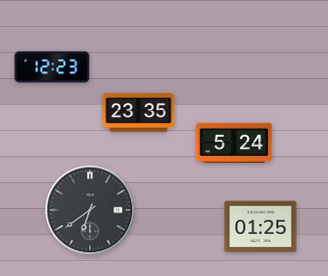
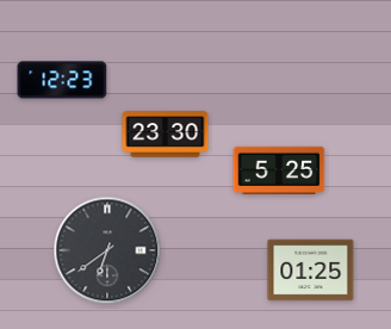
clock at (139, 113): 23:35 -> 23:30
clock at (234, 142): 5:24 -> 5:25
